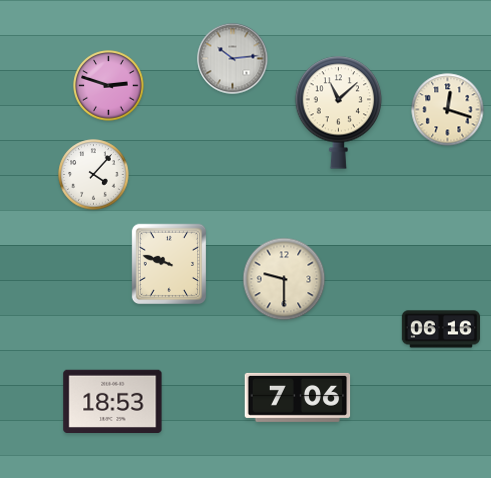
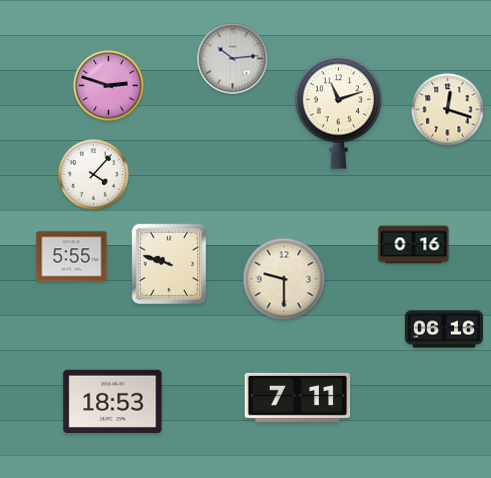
clock at (339, 112): 11:08 -> 11:12
clock at (414, 245): none -> 0:16
clock at (72, 257): none -> 5:55
clock at (440, 329) position: (440, 329) -> (443, 329)
clock at (298, 397): 7:06 -> 7:11
